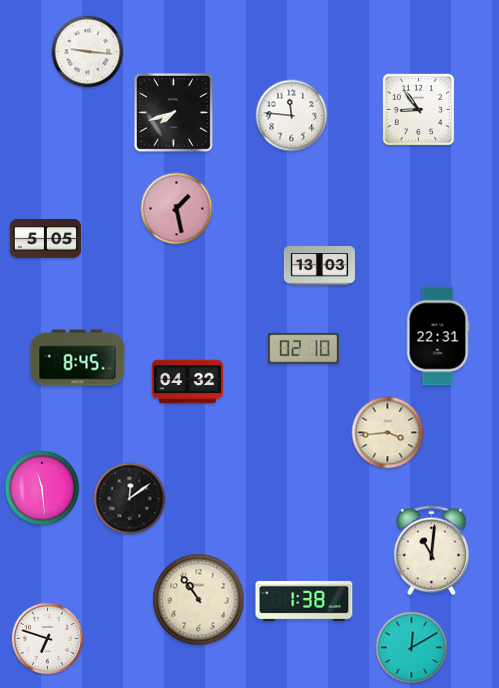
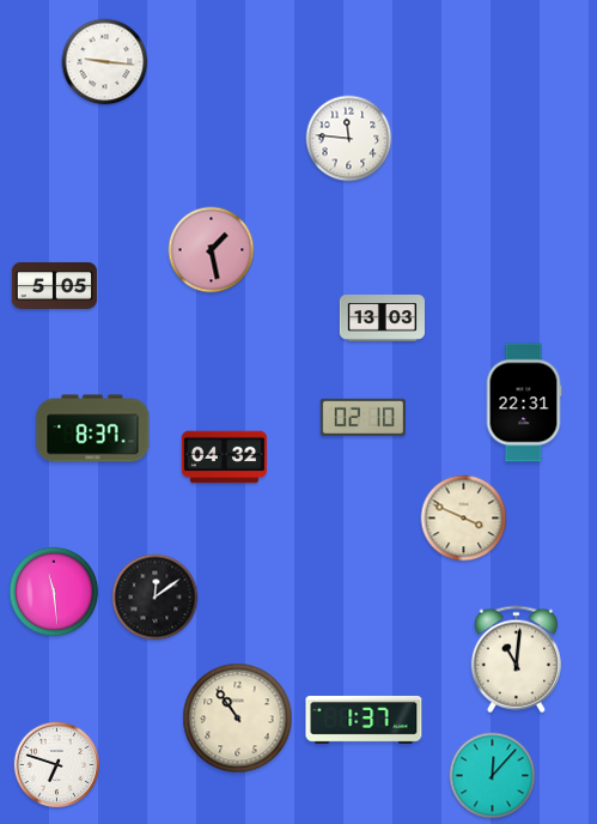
clock at (419, 110): 8:54 -> none
clock at (173, 112): 7:42 -> none
clock at (78, 358): 8:45 -> 8:37
clock at (388, 433): 3:44 -> 3:49
clock at (42, 488) position: (42, 488) -> (54, 592)
clock at (304, 601): 1:38 -> 1:37
clock at (412, 648): 12:10 -> 12:07
